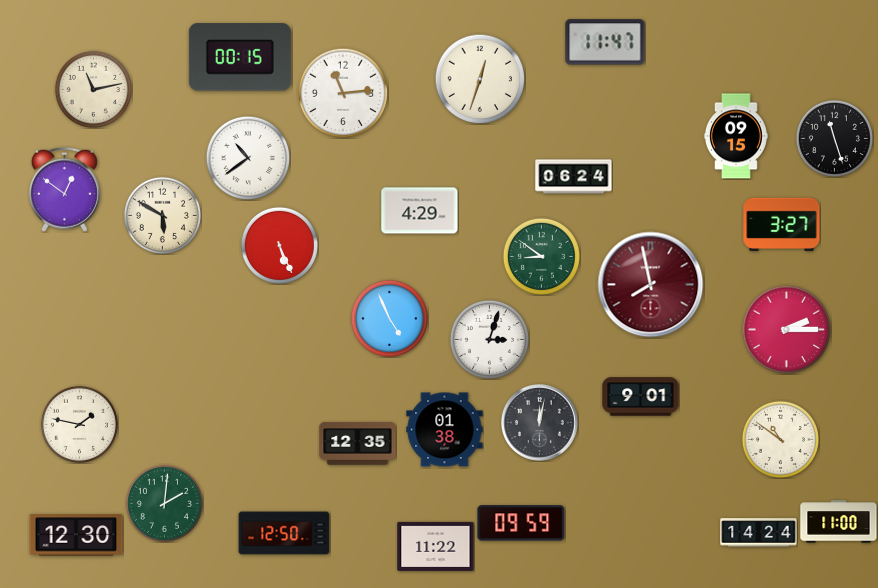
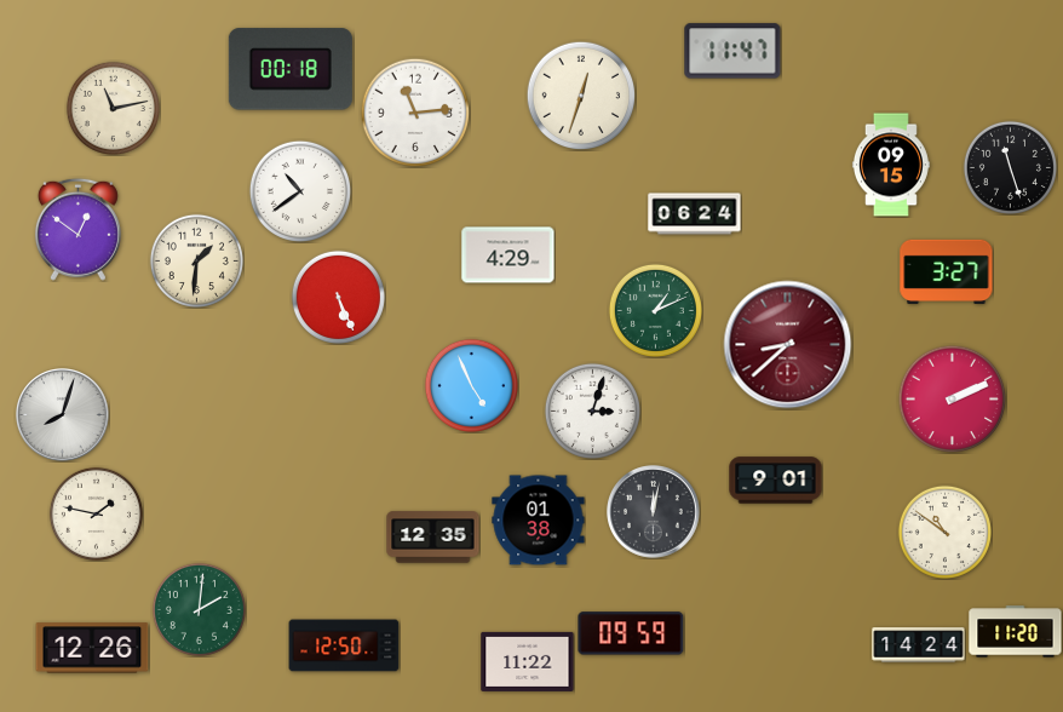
clock at (240, 57): 00:15 -> 00:18
clock at (162, 215): 5:50 -> 1:31
clock at (541, 256): 8:51 -> 1:11
clock at (651, 285): 7:58 -> 8:38
clock at (786, 329): 2:15 -> 2:11
clock at (63, 415): none -> 8:03
clock at (839, 522): 11:00 -> 11:20
clock at (76, 535): 12:30 -> 12:26
